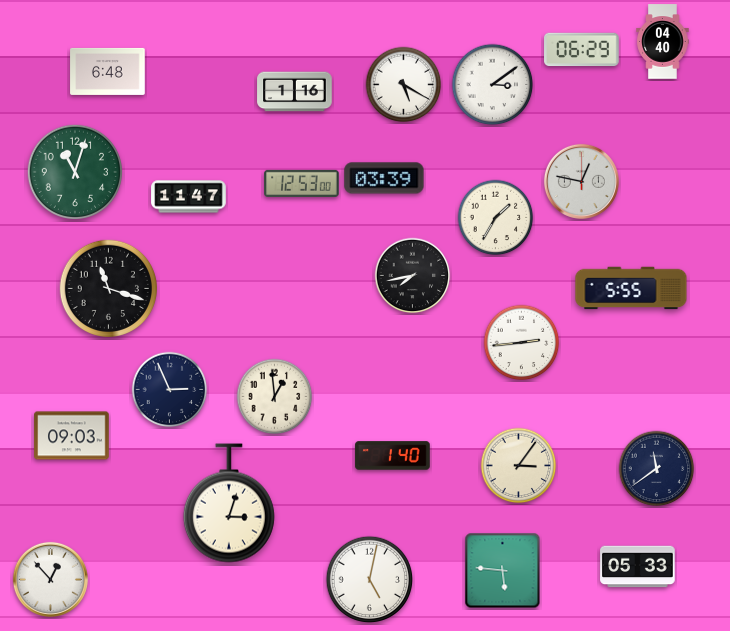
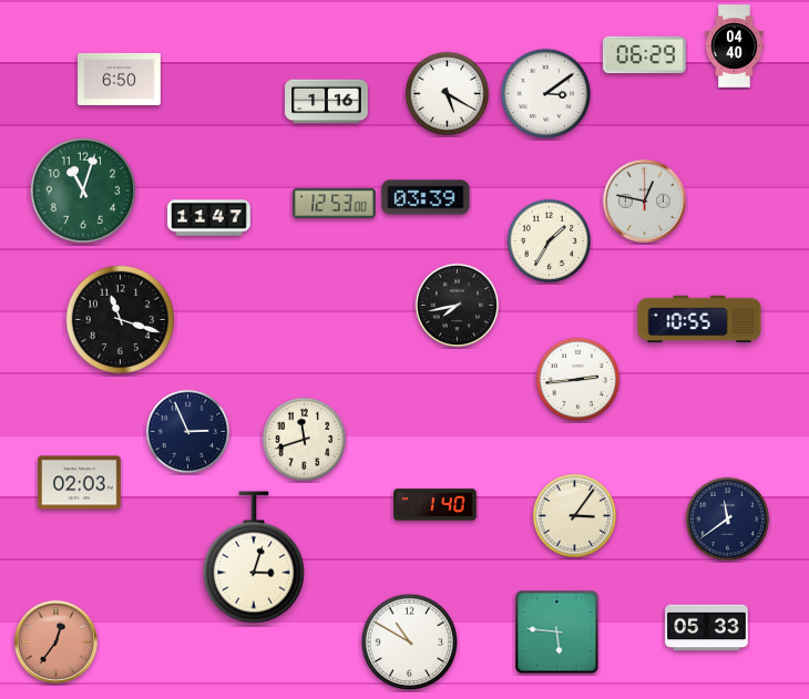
clock at (108, 71): 6:48 -> 6:50
clock at (631, 288): 5:55 -> 10:55
clock at (275, 397): 12:59 -> 11:42
clock at (72, 436): 09:03 -> 02:03
clock at (50, 579): 12:53 -> 12:36
clock at (50, 579) dial: white -> salmon
clock at (370, 580): 5:02 -> 10:50
